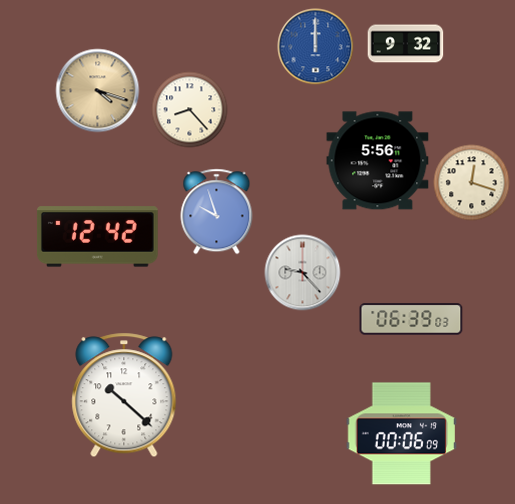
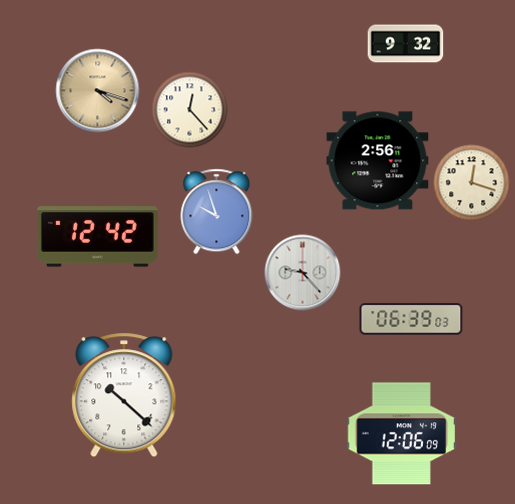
clock at (316, 47): 12:00 -> none
clock at (190, 110): 8:23 -> 12:23
clock at (378, 161): 5:56 -> 2:56
clock at (401, 434): 00:06 -> 12:06
